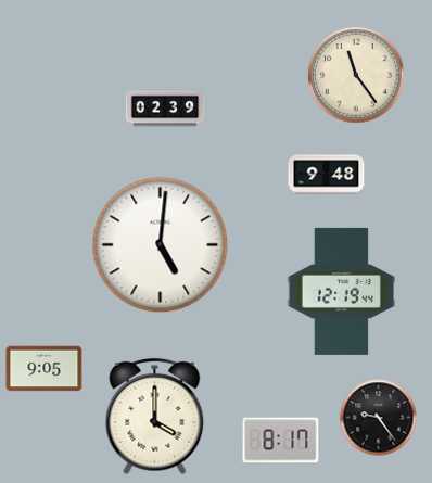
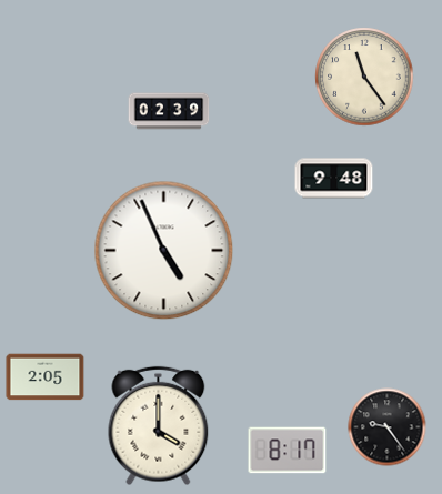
clock at (161, 245): 5:01 -> 4:56
clock at (342, 291): 12:19 -> none
clock at (45, 369): 9:05 -> 2:05
